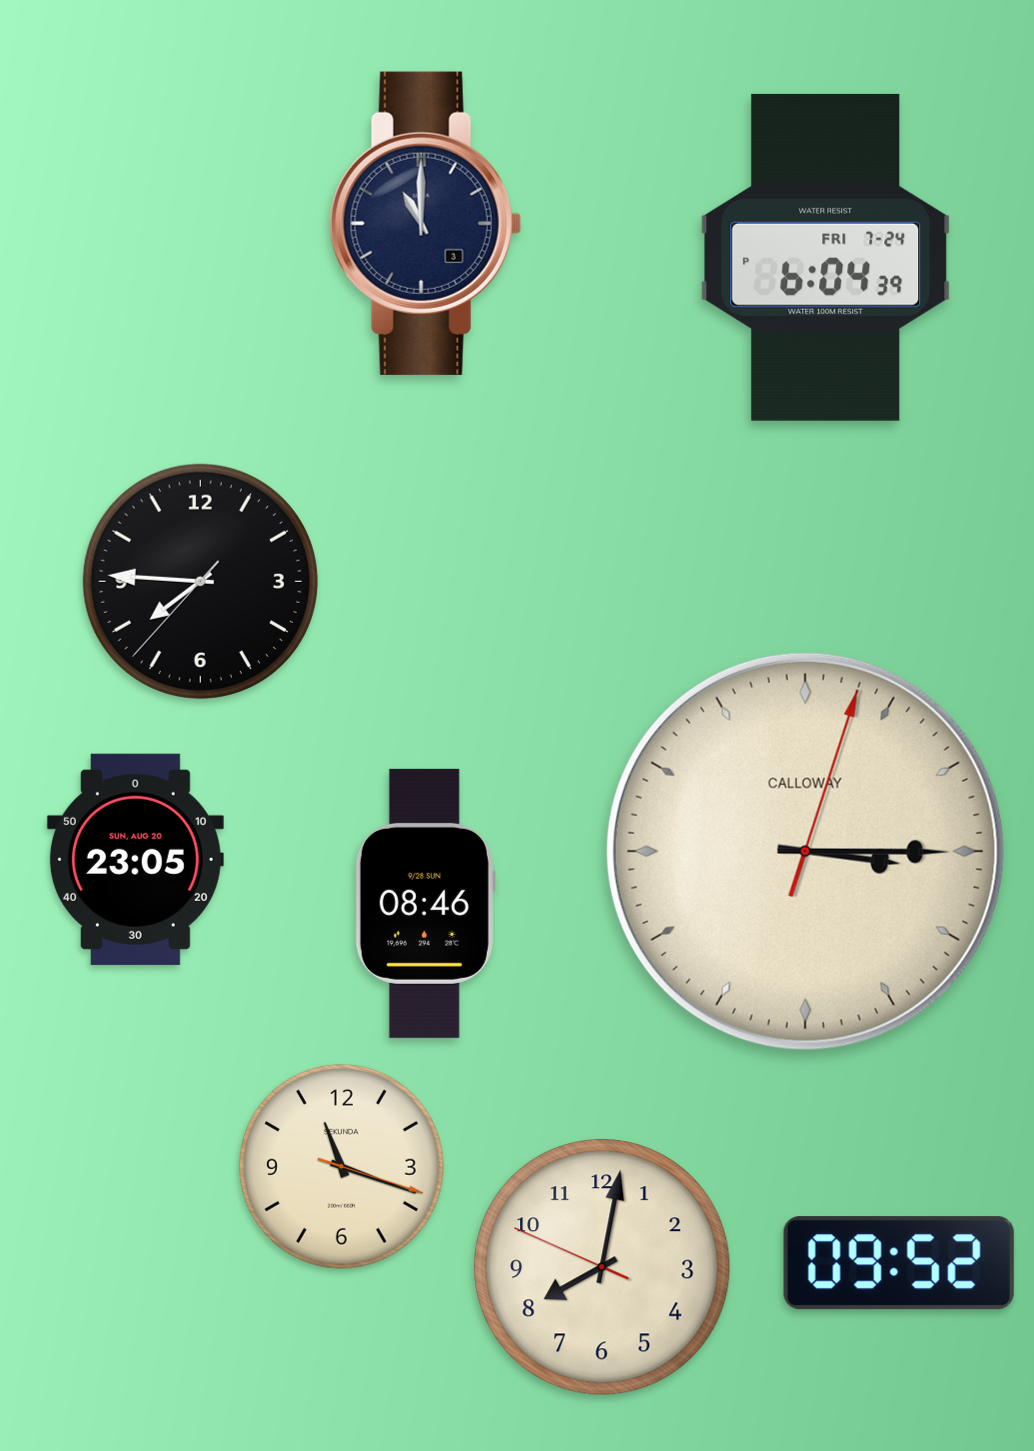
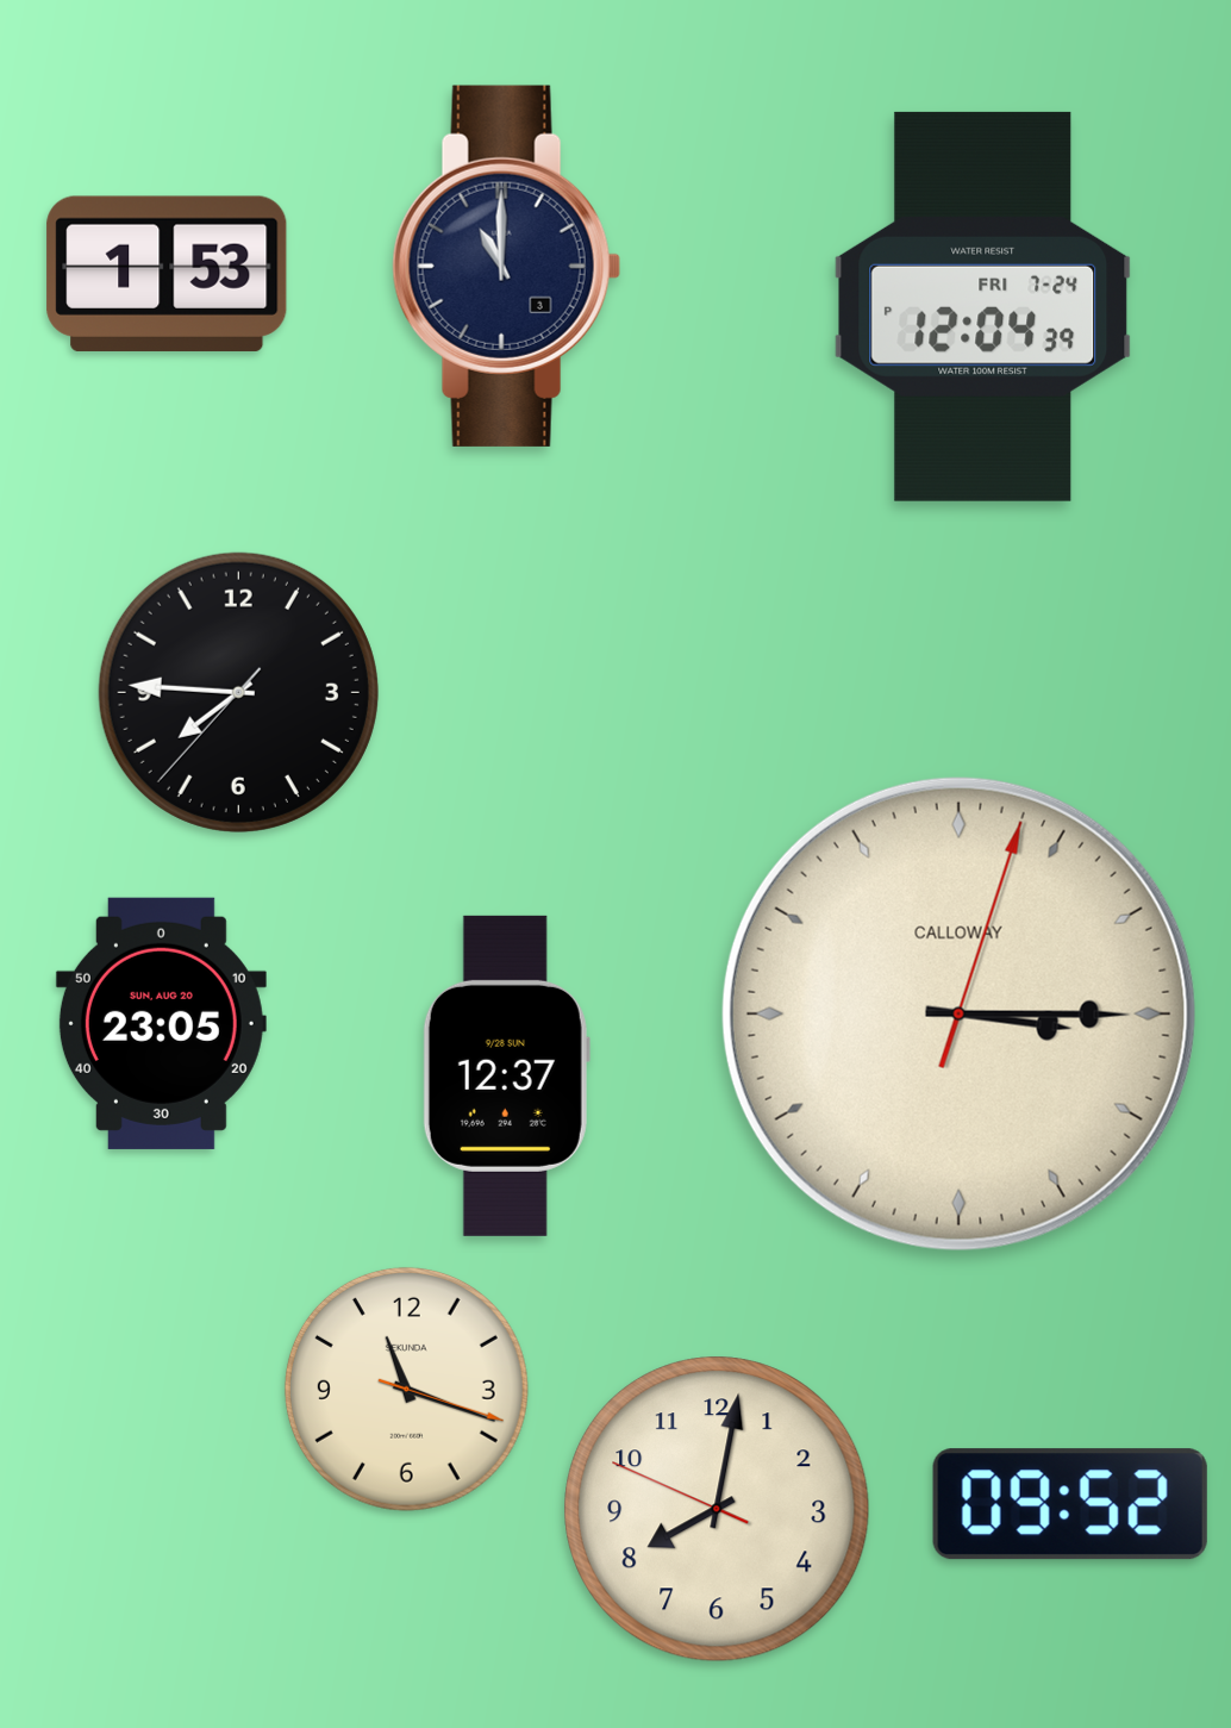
clock at (167, 274): none -> 1:53
clock at (826, 257): 6:04 -> 12:04
clock at (425, 903): 08:46 -> 12:37
